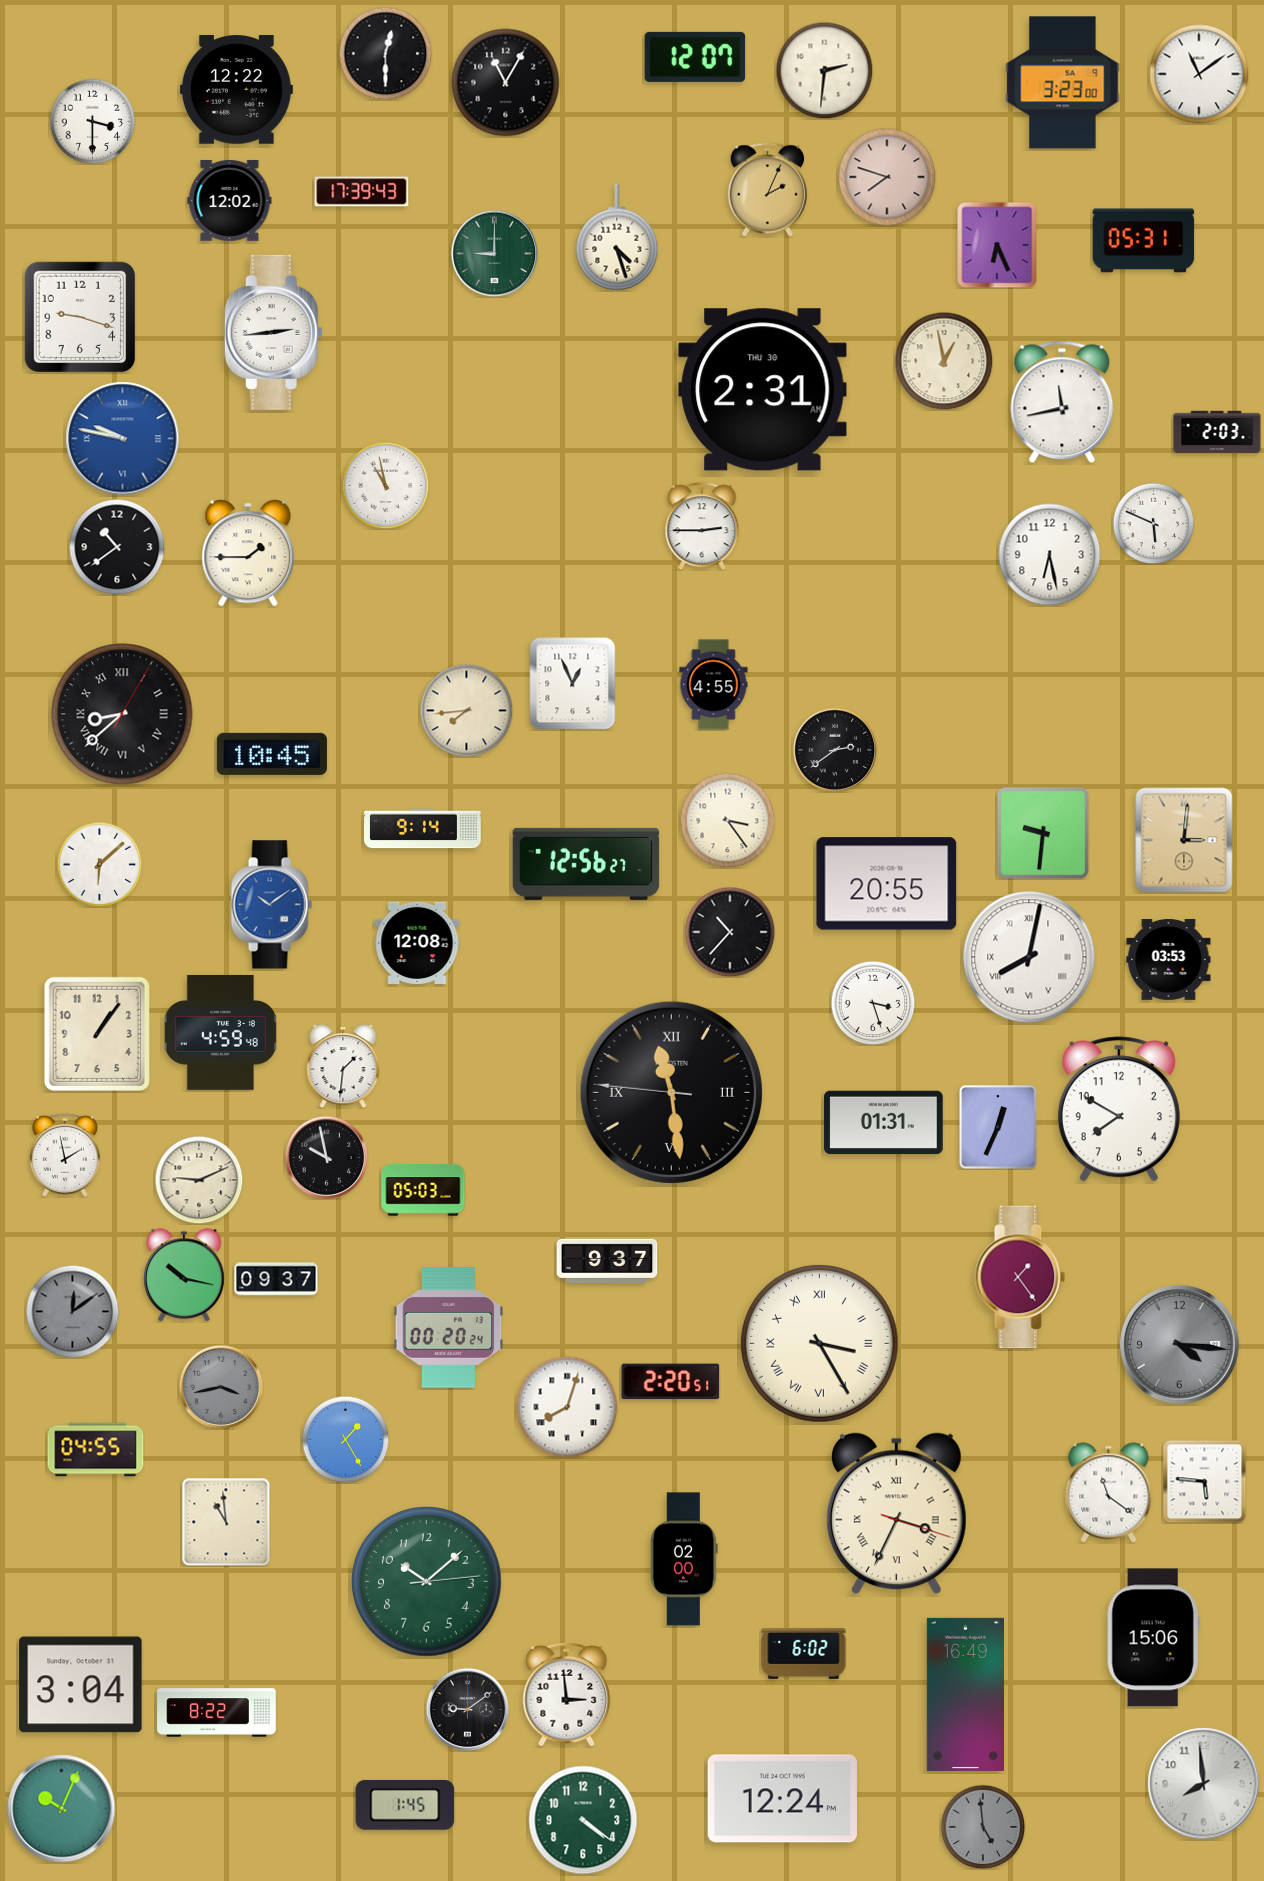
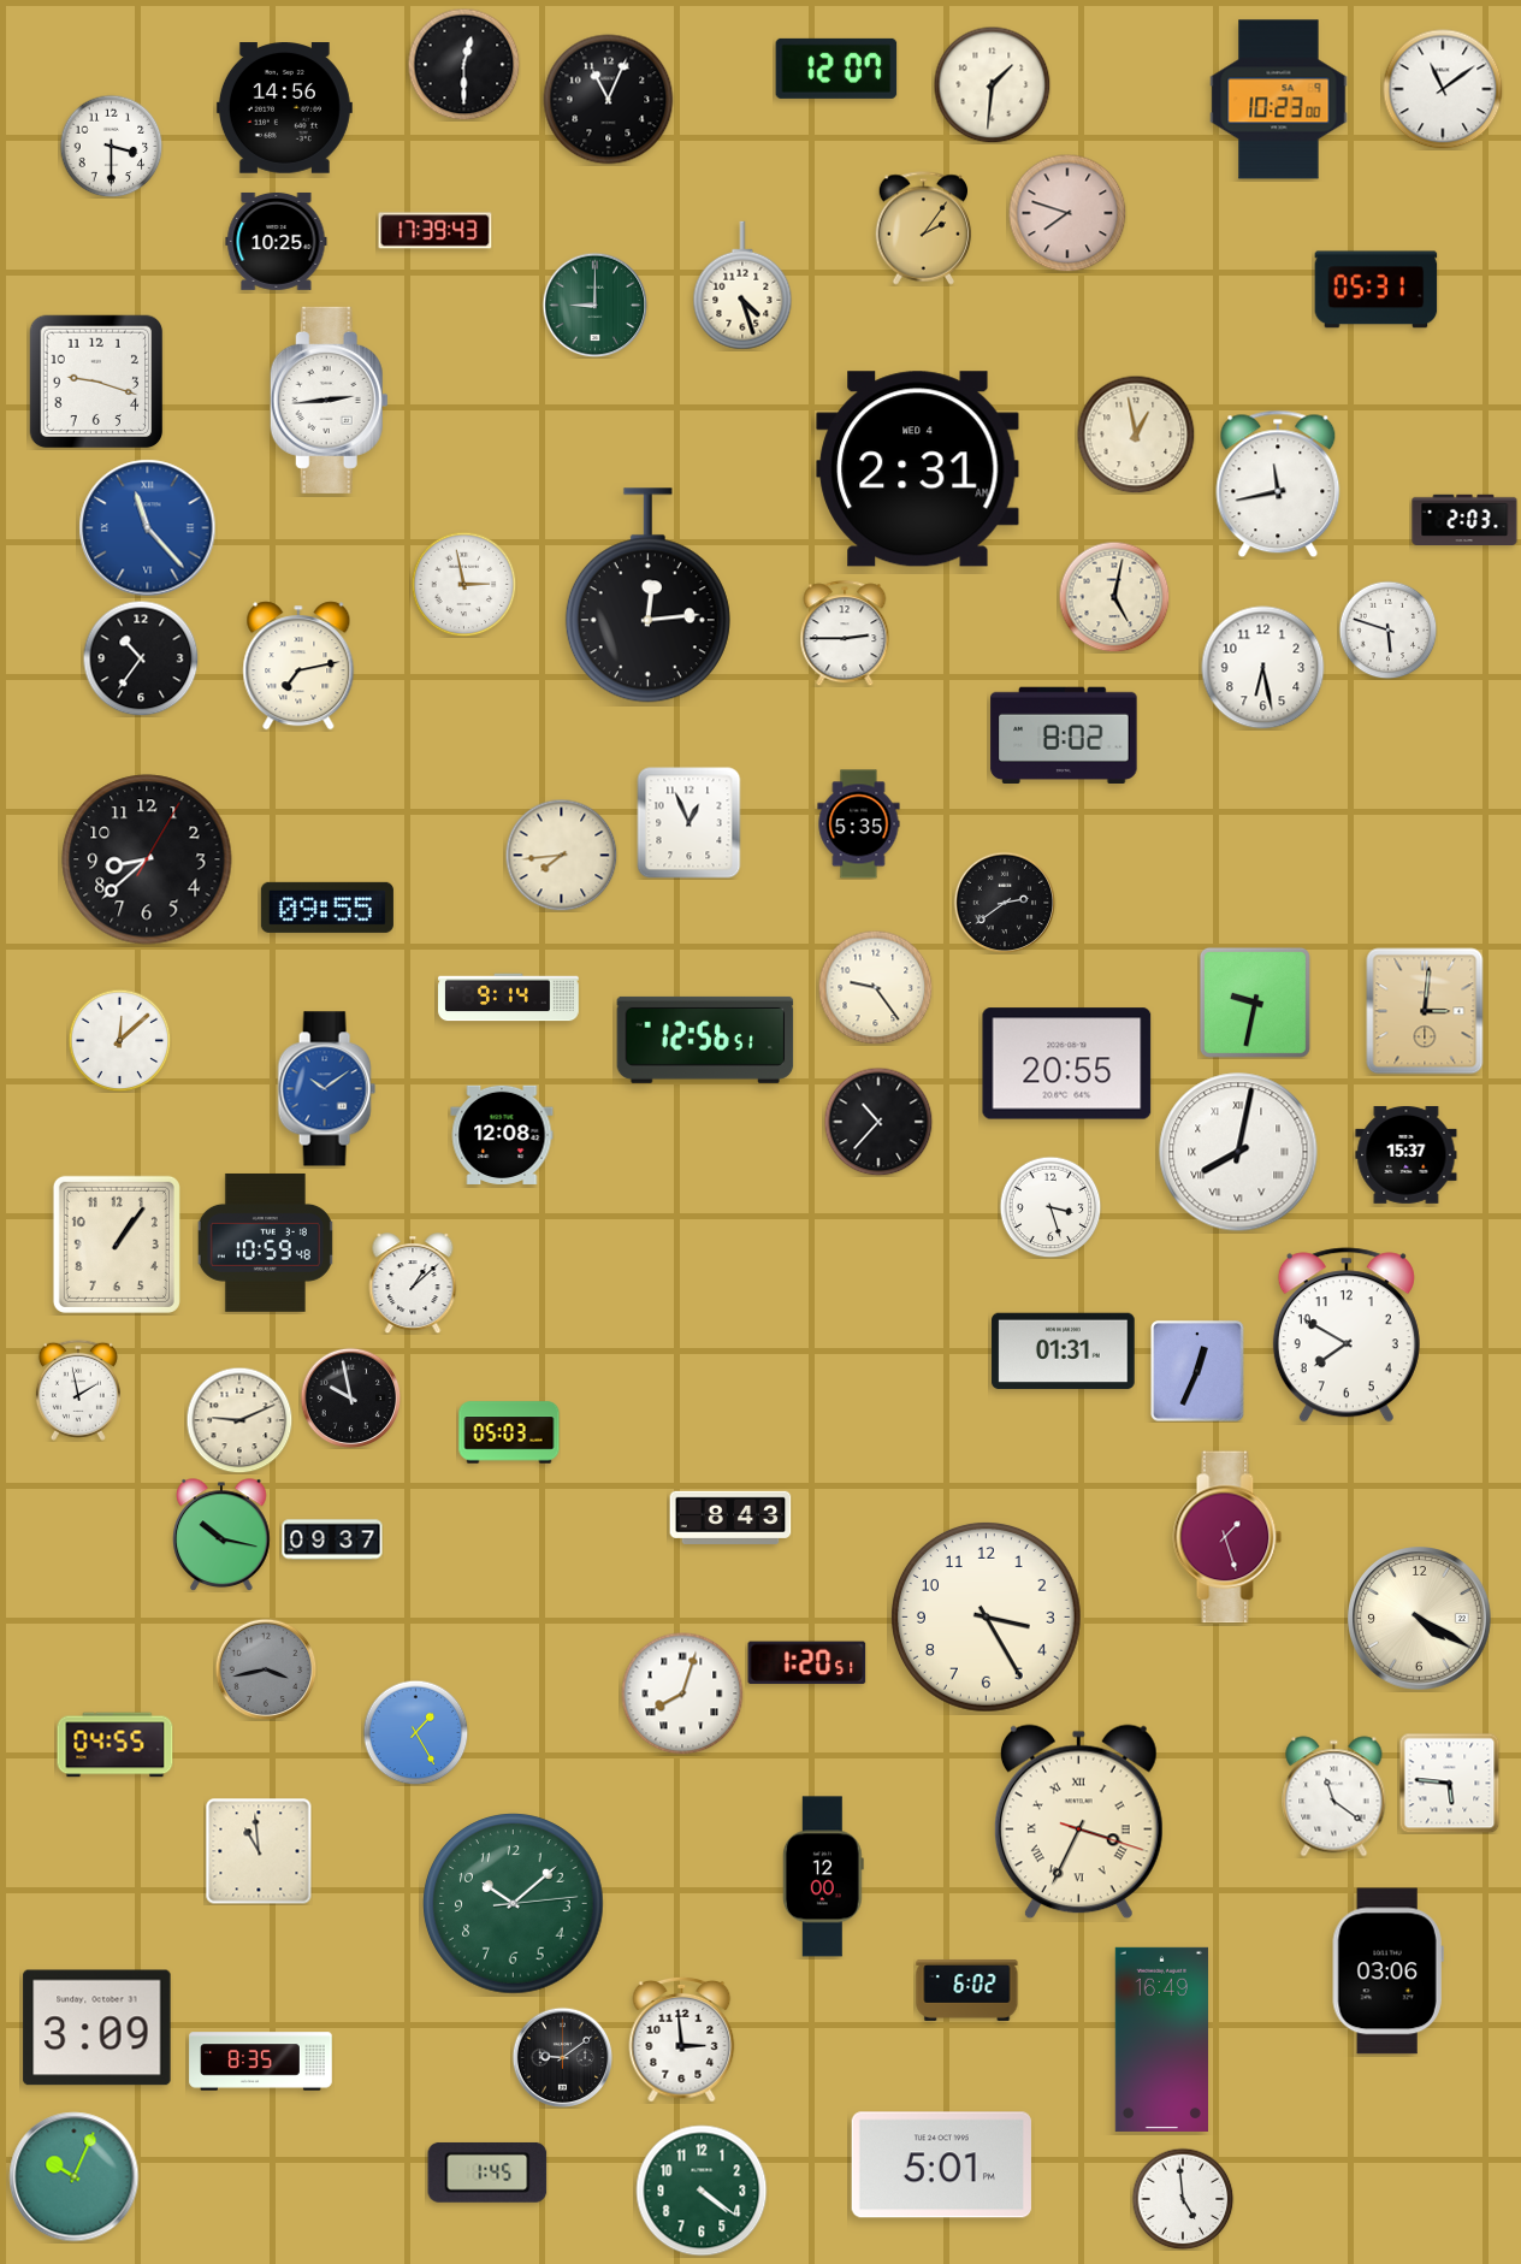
clock at (824, 70): 2:31 -> 1:31
clock at (506, 83): 11:05 -> 11:04
clock at (1063, 83): 3:23 -> 10:23
clock at (236, 90): 12:22 -> 14:56
clock at (768, 190): 2:04 -> 2:06
clock at (230, 200): 12:02 -> 10:25
clock at (997, 245): 6:26 -> none
clock at (763, 390) date: THU 30 -> WED 4
clock at (123, 439): 9:47 -> 11:23
clock at (385, 485): 10:58 -> 2:58
clock at (647, 596): none -> 12:14
clock at (1114, 597): none -> 5:02
clock at (1153, 523): 5:49 -> 5:48
clock at (117, 547): 10:39 -> 10:36
clock at (248, 553): 1:45 -> 7:13
clock at (1064, 734): none -> 8:02
clock at (714, 685): 4:55 -> 5:35
clock at (122, 714) numerals: Roman -> Arabic
clock at (272, 754): 10:45 -> 09:55
clock at (727, 820): 3:24 -> 9:24
clock at (1043, 833): 9:31 -> 9:32
clock at (99, 864): 6:08 -> 12:08
clock at (586, 864): 12:56:27 -> 12:56:51
clock at (1169, 959): 03:53 -> 15:37
clock at (220, 1032): 4:59 -> 10:59
clock at (343, 1066): 1:31 -> 1:08
clock at (671, 1092): 11:28 -> none
clock at (998, 1127) position: (998, 1127) -> (1197, 1371)
clock at (326, 1157) position: (326, 1157) -> (350, 1397)
clock at (607, 1261): 9:37 -> 8:43
clock at (1020, 1277): 1:24 -> 1:27
clock at (72, 1311): 12:09 -> none
clock at (449, 1328): 00:20 -> none
clock at (819, 1343) numerals: Roman -> Arabic
clock at (1180, 1345): 4:16 -> 4:20
clock at (1180, 1345) dial: grey -> cream
clock at (671, 1382): 2:20 -> 1:20
clock at (226, 1522) position: (226, 1522) -> (259, 1851)
clock at (684, 1559): 02:00 -> 12:00
clock at (1153, 1638): 15:06 -> 03:06
clock at (81, 1685): 3:04 -> 3:09
clock at (217, 1713): 8:22 -> 8:35
clock at (1204, 1784): 7:59 -> none
clock at (782, 1799): 12:24 -> 5:01
clock at (983, 1827) dial: grey -> white
